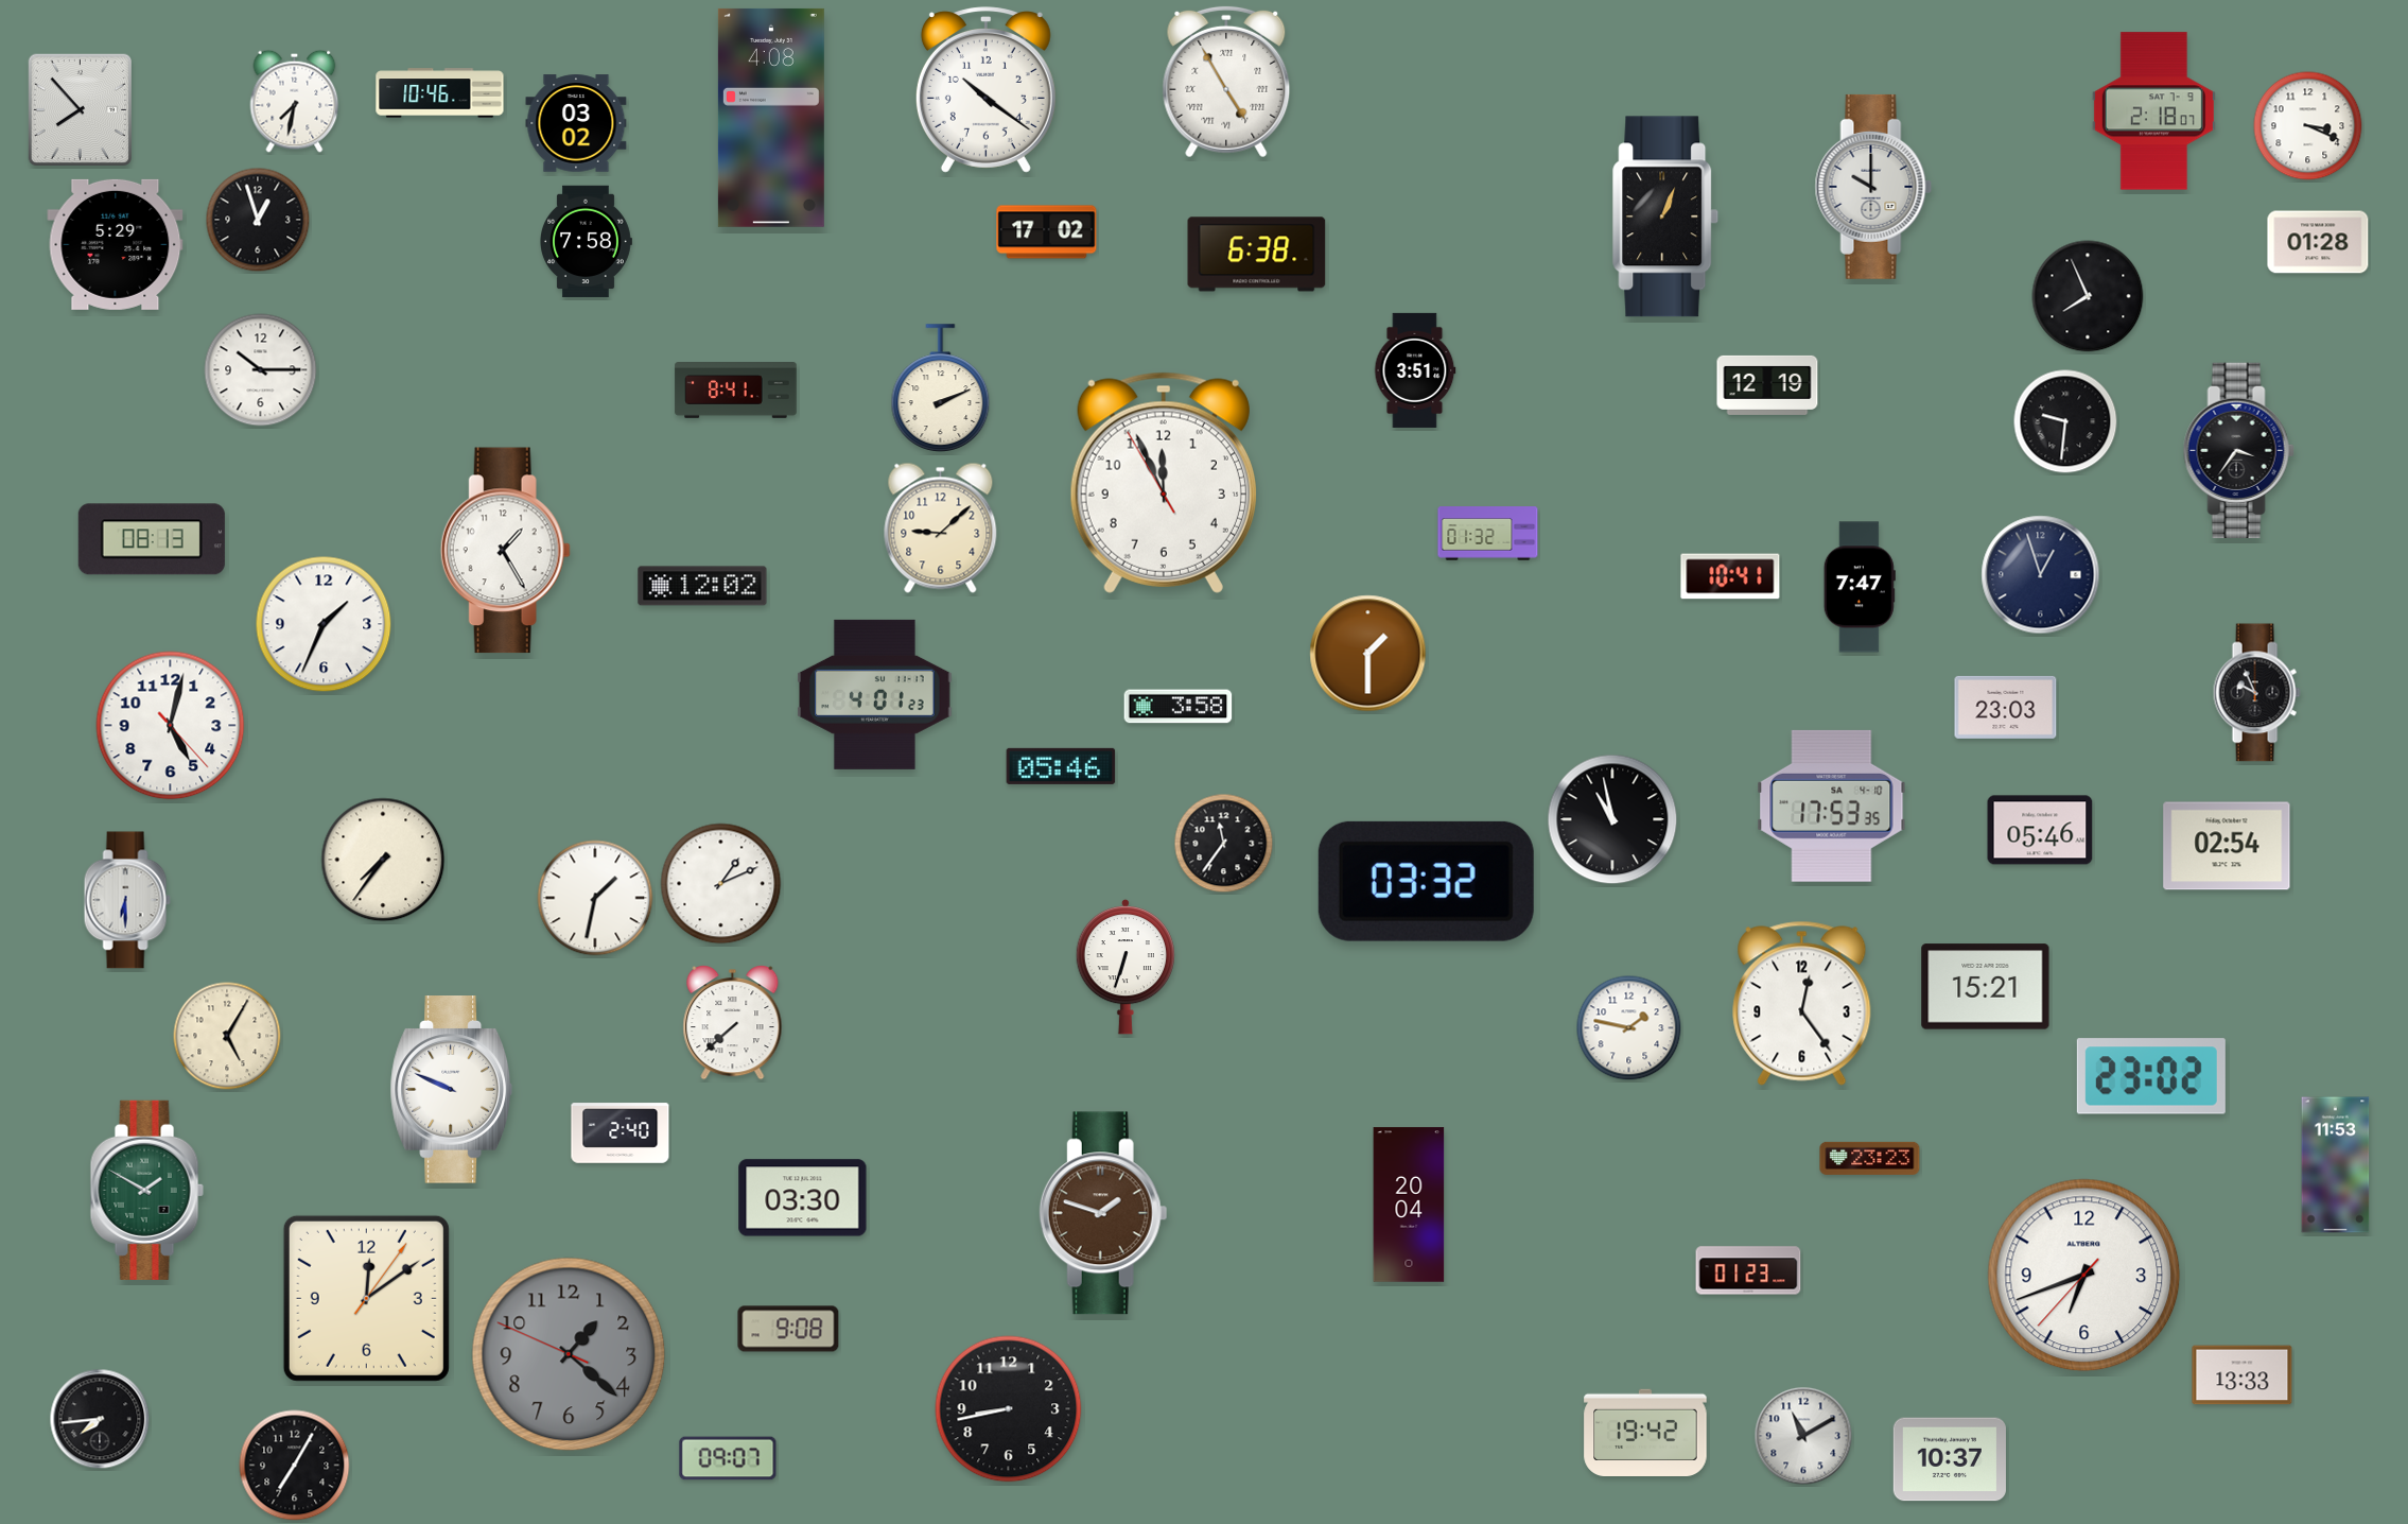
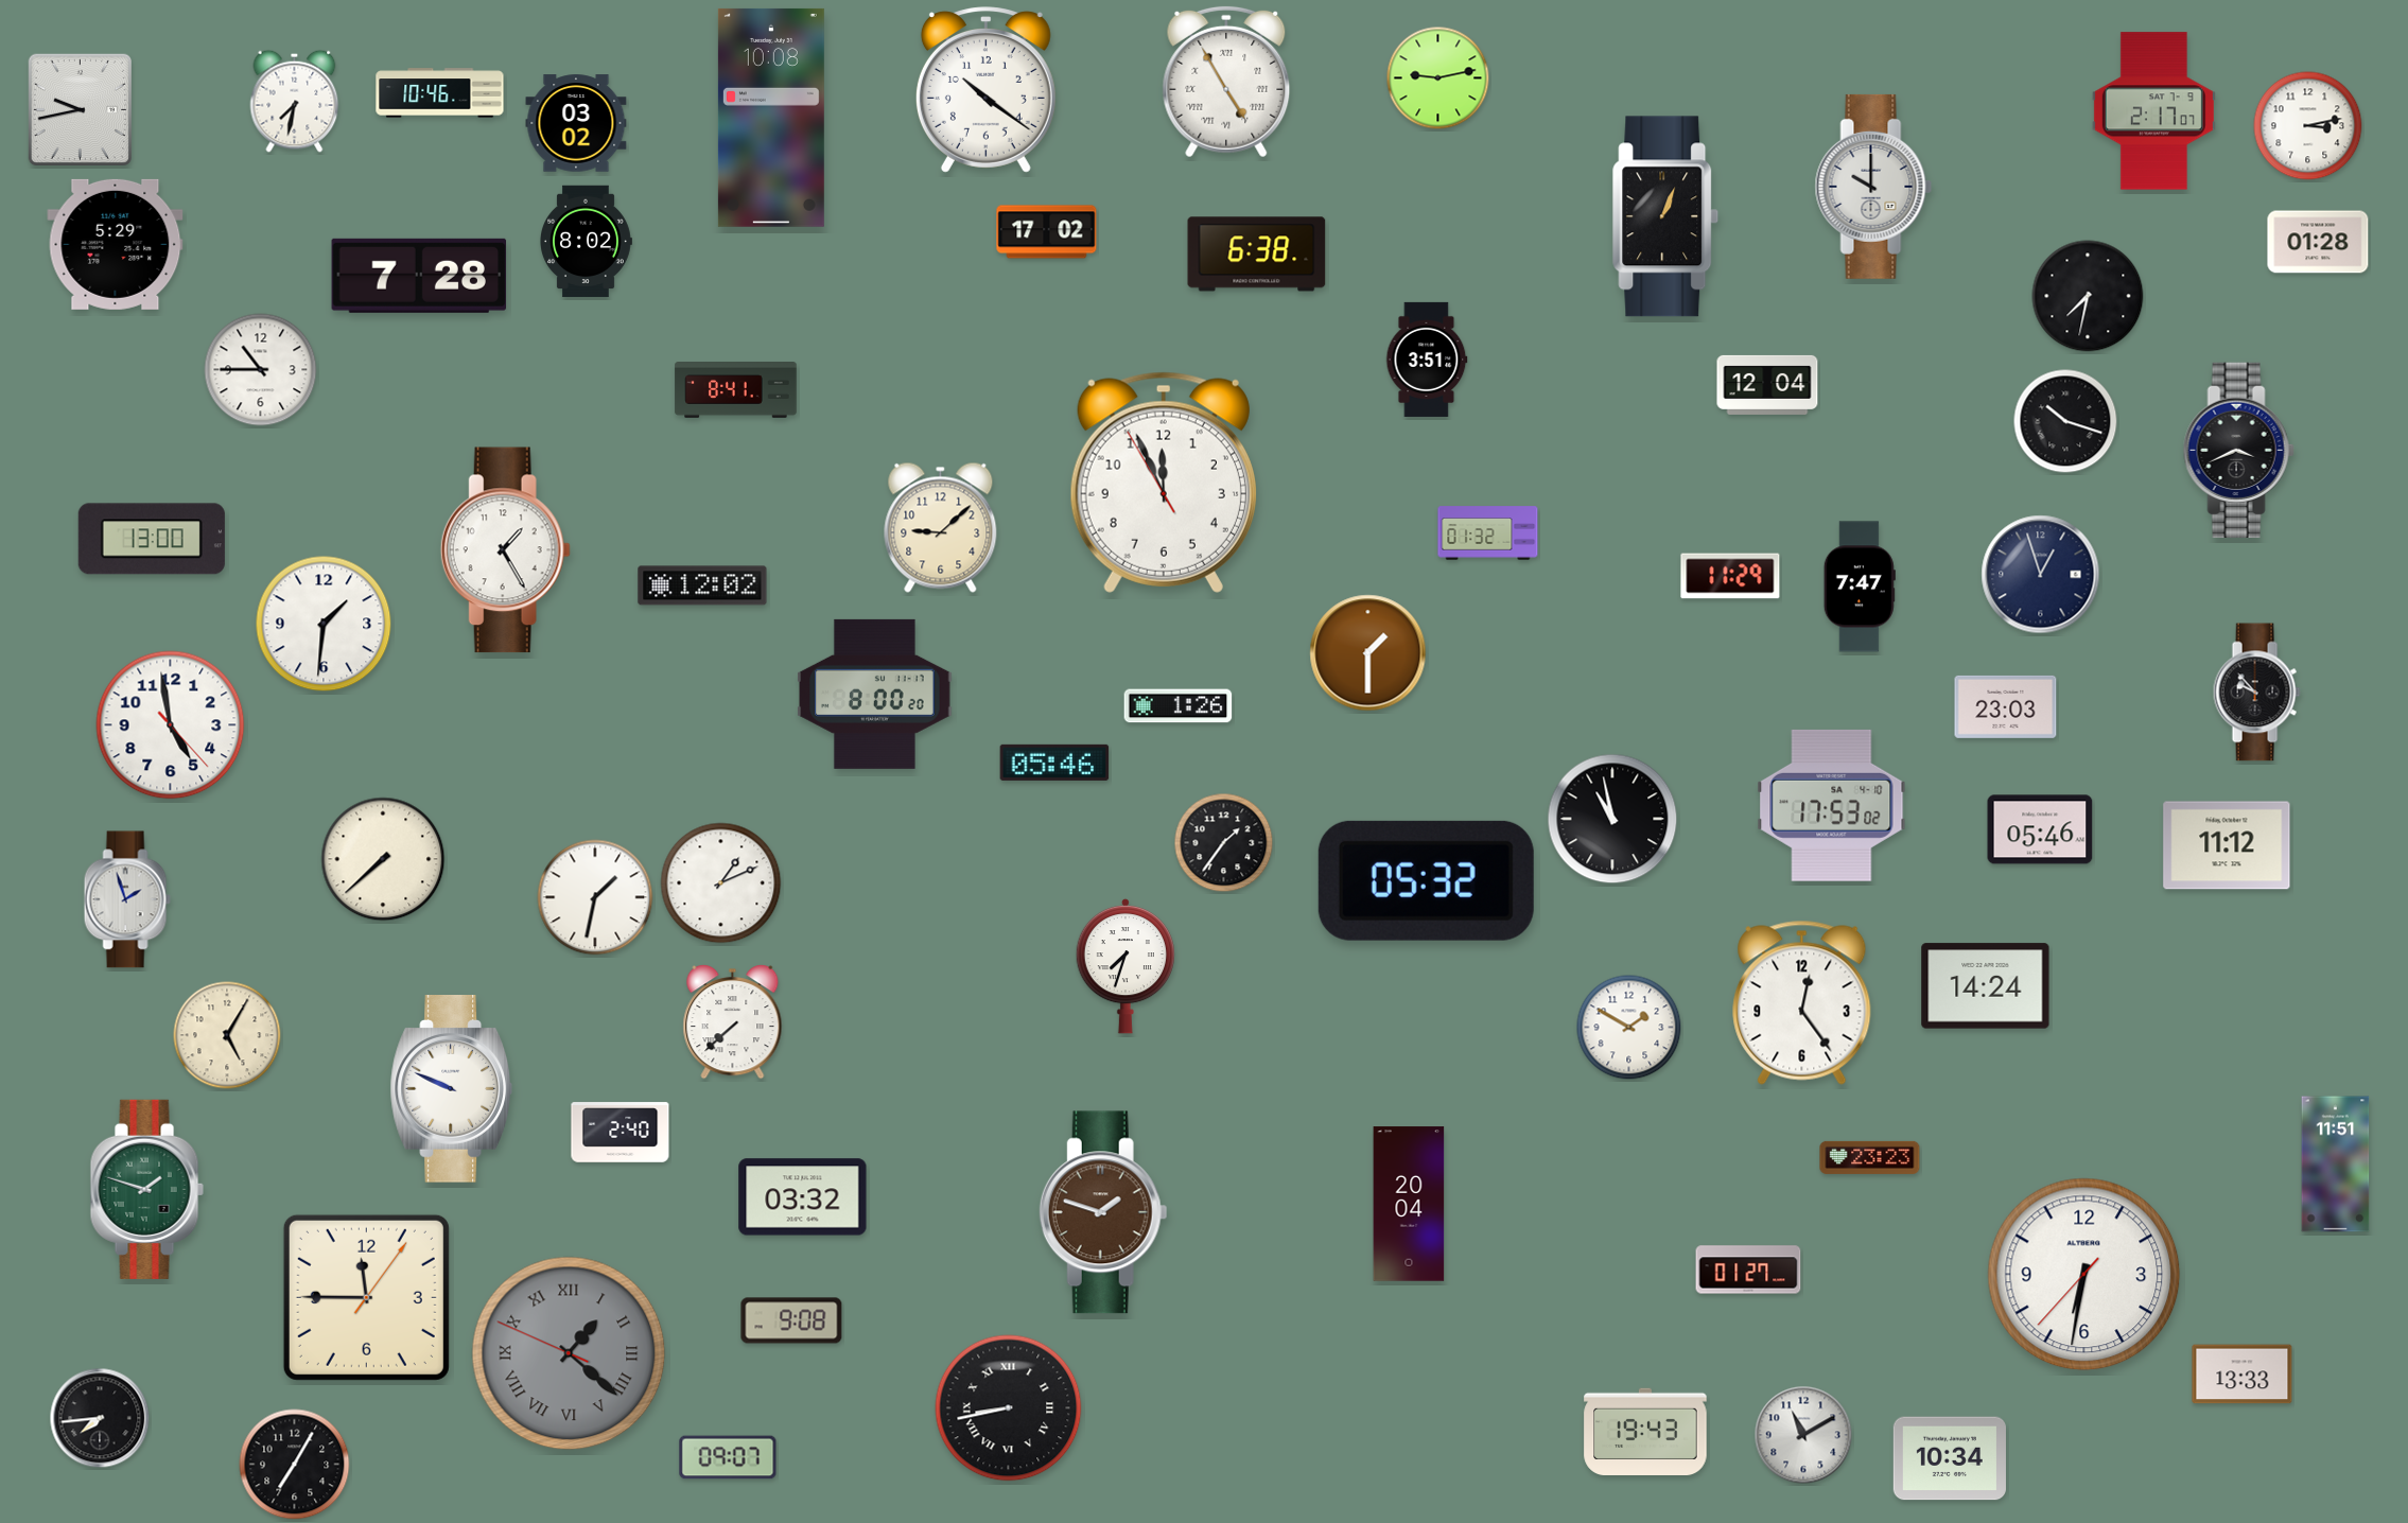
clock at (1438, 78): none -> 9:13
clock at (80, 110): 7:53 -> 9:43
clock at (2153, 111): 2:18 -> 2:17
clock at (771, 118): 4:08 -> 10:08
clock at (2308, 126): 3:19 -> 3:13
clock at (258, 220): 12:57 -> none
clock at (586, 242): 7:58 -> 8:02
clock at (419, 276): none -> 7:28
clock at (2088, 296): 7:56 -> 7:32
clock at (261, 370): 10:15 -> 10:45
clock at (1415, 370) position: (1415, 370) -> (1427, 360)
clock at (1767, 385): 12:19 -> 12:04
clock at (941, 387): 2:11 -> none
clock at (2065, 421): 9:31 -> 10:18
clock at (2238, 451): 3:36 -> 3:41
clock at (152, 539): 08:13 -> 13:00
clock at (1730, 576): 10:41 -> 11:29
clock at (324, 624): 1:34 -> 1:31
clock at (2256, 693): 9:56 -> 9:53
clock at (875, 694): 4:01 -> 8:00
clock at (1179, 707): 3:58 -> 1:26
clock at (171, 726): 5:02 -> 4:58
clock at (1061, 766) position: (1061, 766) -> (1054, 763)
clock at (1832, 806): 17:53:35 -> 17:53:02
clock at (1224, 844): 11:36 -> 1:36
clock at (2227, 846): 02:54 -> 11:12
clock at (383, 860): 7:36 -> 7:38
clock at (1426, 881): 03:32 -> 05:32
clock at (127, 900): 6:30 -> 1:57
clock at (1124, 967): 6:33 -> 7:33
clock at (1986, 987): 15:21 -> 14:24
clock at (1629, 1028): 1:47 -> 1:50
clock at (2151, 1076): 23:02 -> none
clock at (2336, 1165): 11:53 -> 11:51
clock at (146, 1190): 1:50 -> 1:48
clock at (803, 1198): 03:30 -> 03:32
clock at (1748, 1270): 01:23 -> 01:27
clock at (2084, 1276): 6:41 -> 6:31
clock at (366, 1298): 12:09 -> 11:45
clock at (788, 1329) position: (788, 1329) -> (791, 1320)
clock at (569, 1354) numerals: Arabic -> Roman
clock at (1009, 1409) numerals: Arabic -> Roman
clock at (1645, 1432): 19:42 -> 19:43
clock at (1950, 1459): 10:37 -> 10:34
